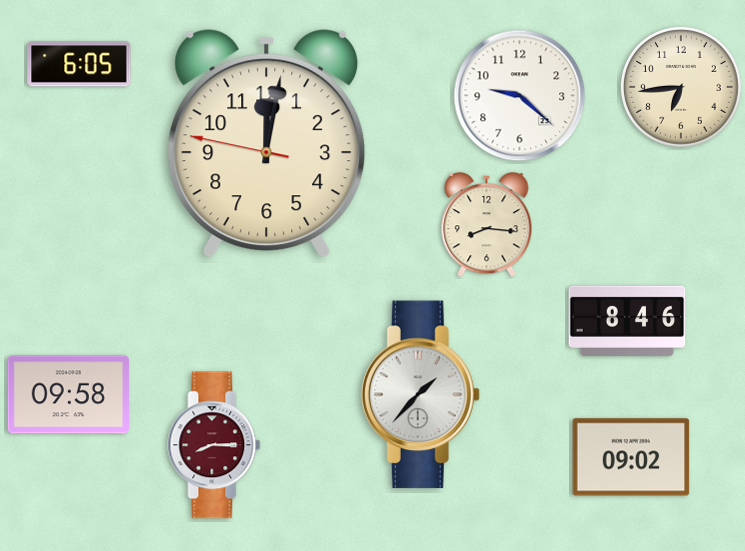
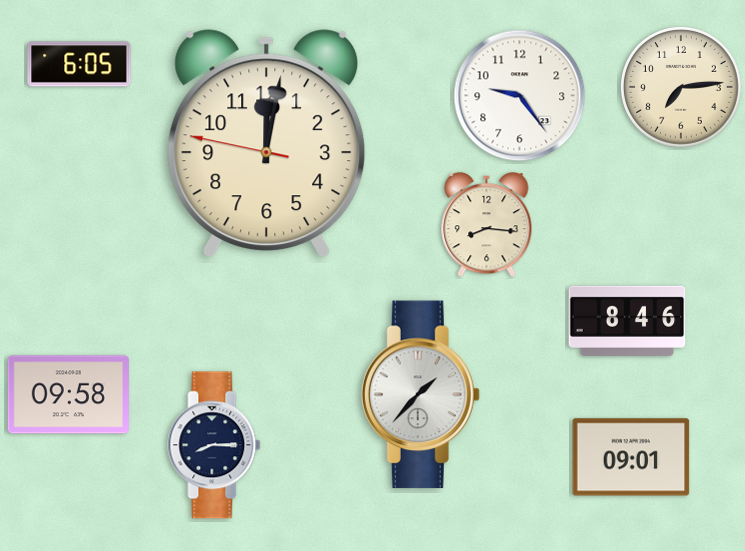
clock at (682, 88): 6:44 -> 7:14
clock at (520, 96): 9:22 -> 9:24
clock at (214, 445) dial: burgundy -> navy
clock at (631, 457): 09:02 -> 09:01
